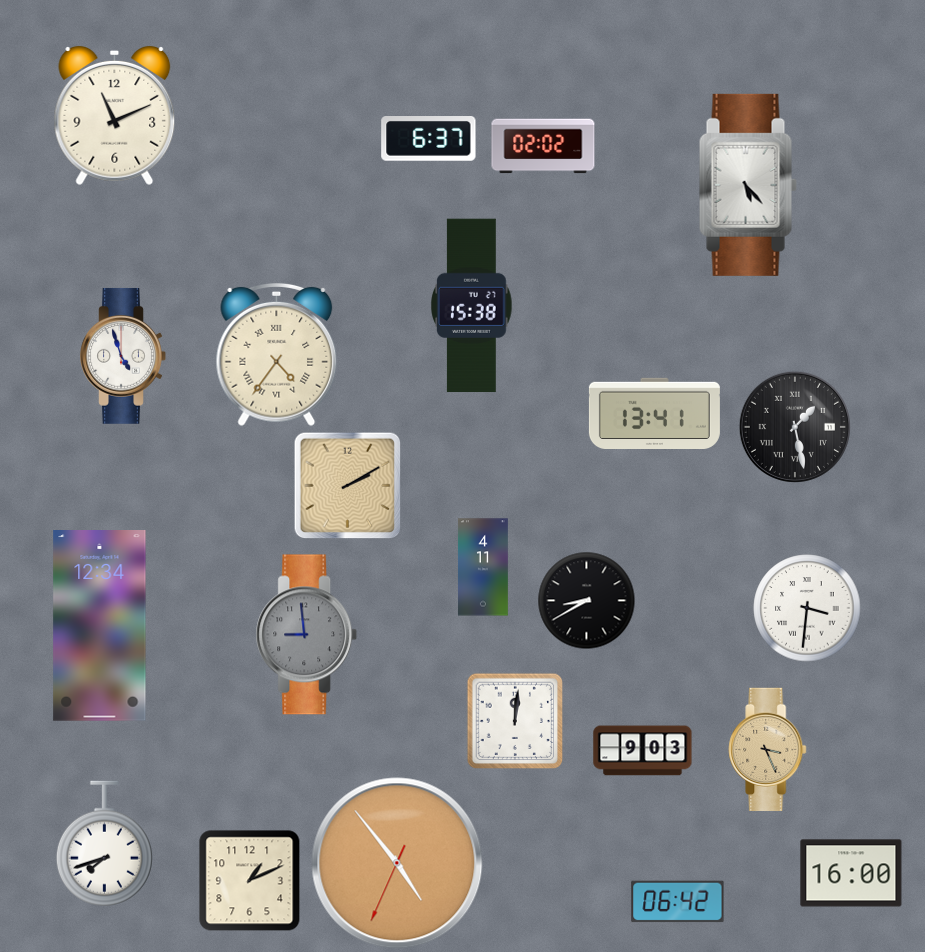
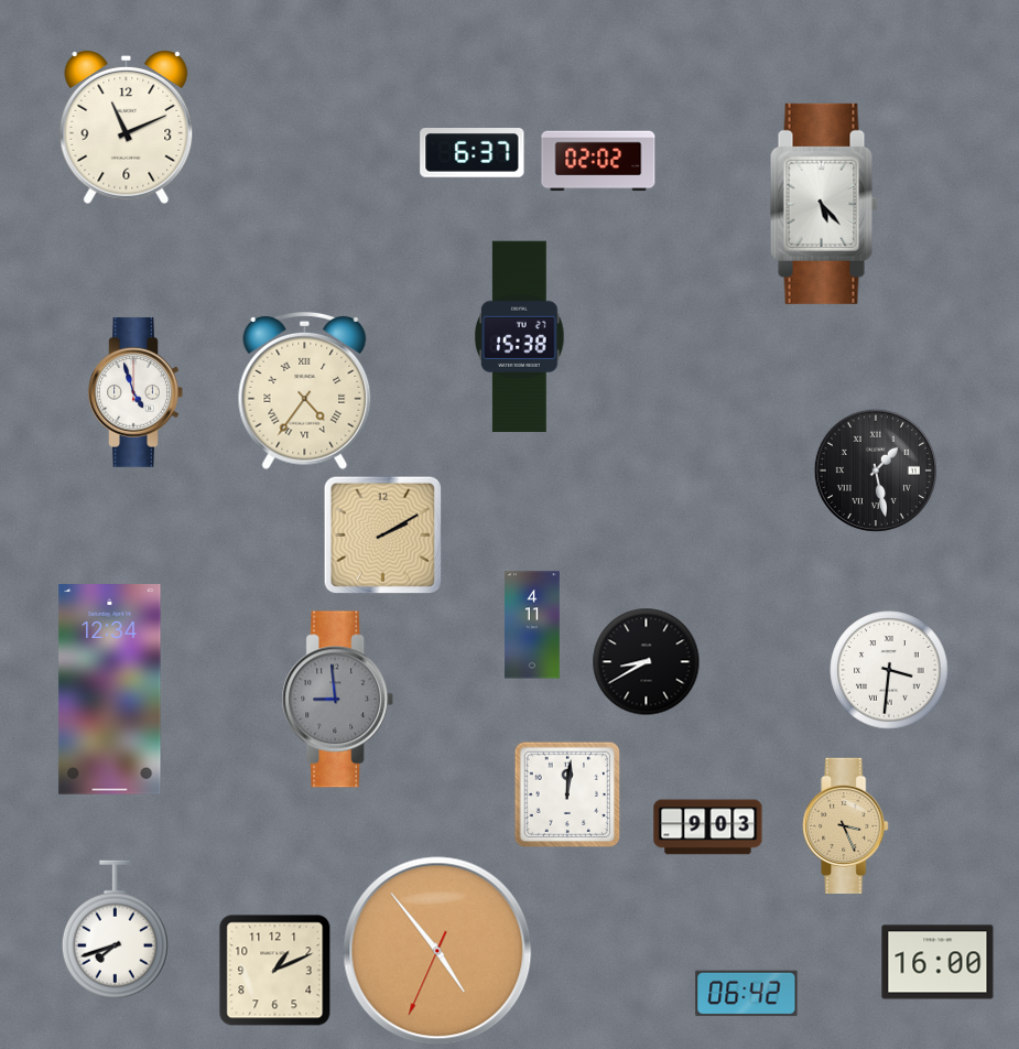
clock at (654, 413): 13:41 -> none
